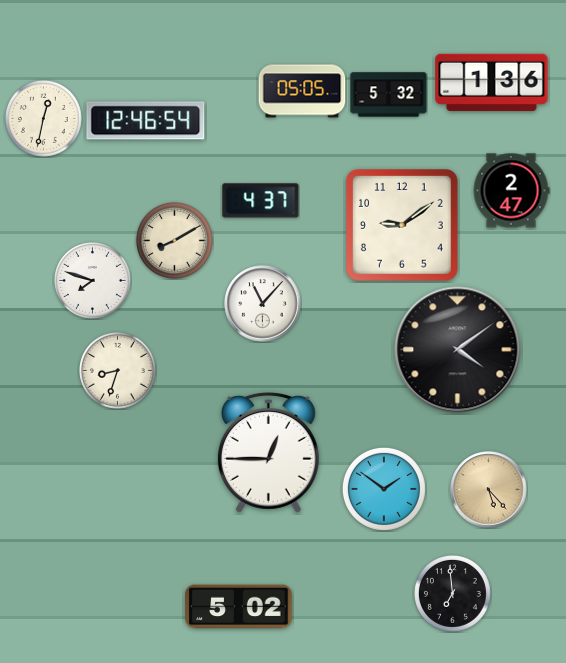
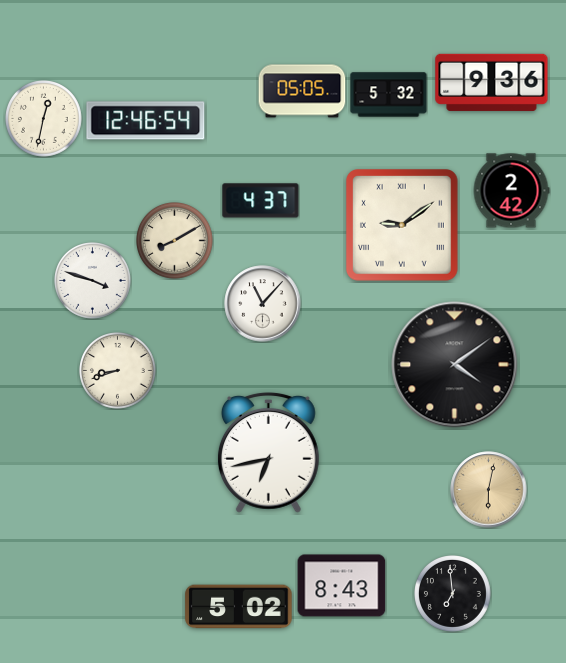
clock at (492, 82): 1:36 -> 9:36
clock at (511, 191): 2:47 -> 2:42
clock at (402, 226) numerals: Arabic -> Roman
clock at (93, 281): 7:48 -> 3:48
clock at (458, 350) position: (458, 350) -> (455, 365)
clock at (118, 371): 8:33 -> 8:42
clock at (268, 453): 12:45 -> 6:43
clock at (384, 489): 1:51 -> none
clock at (489, 490): 5:23 -> 6:02
clock at (342, 586): none -> 8:43
